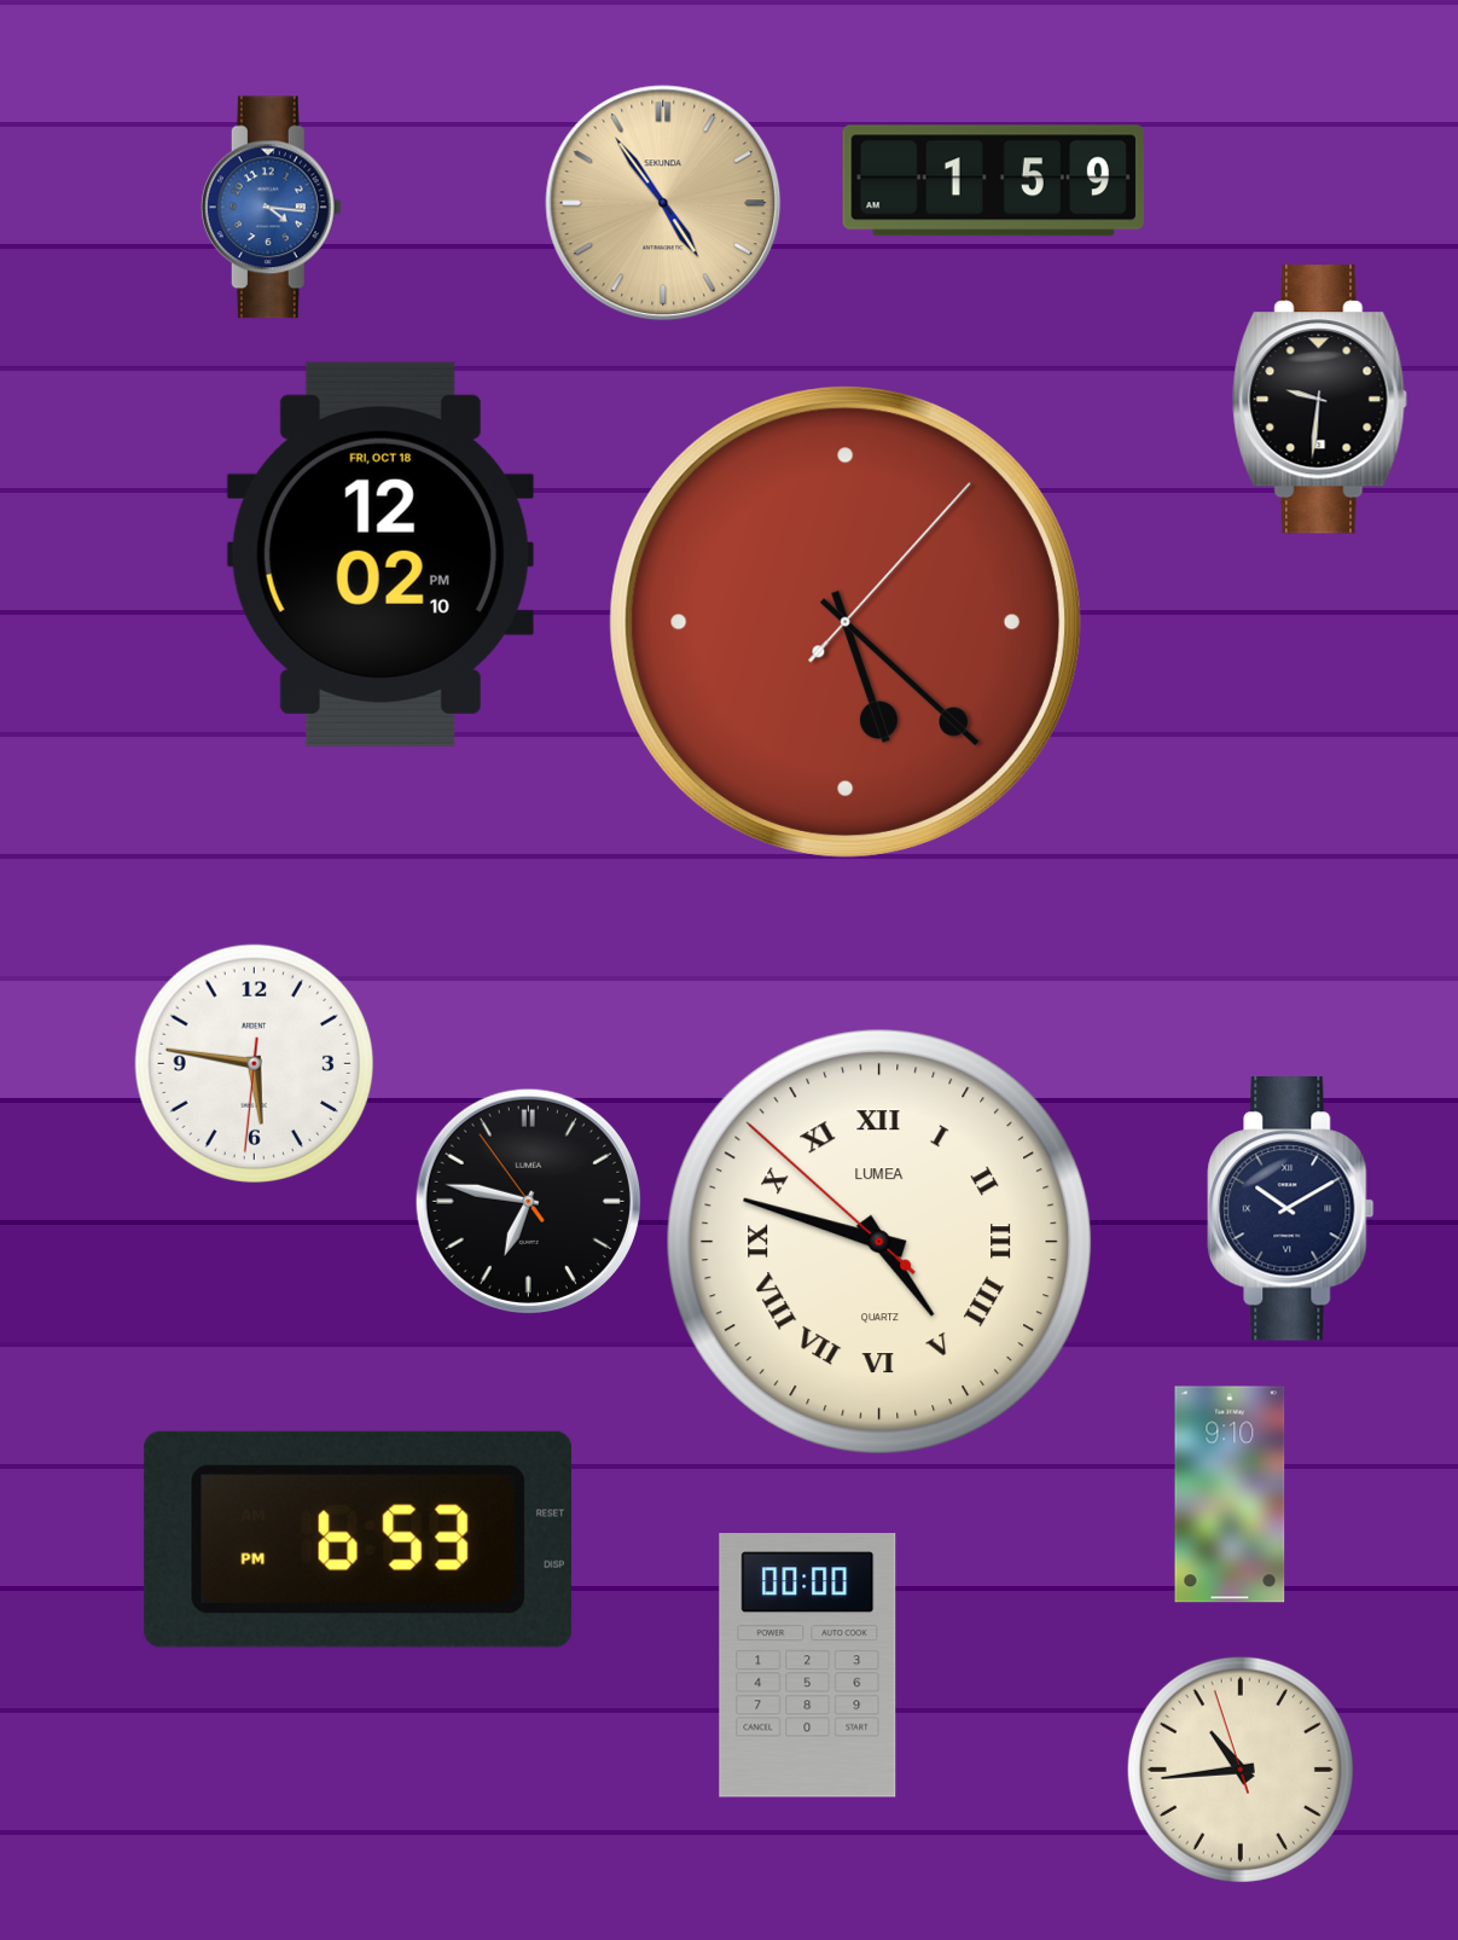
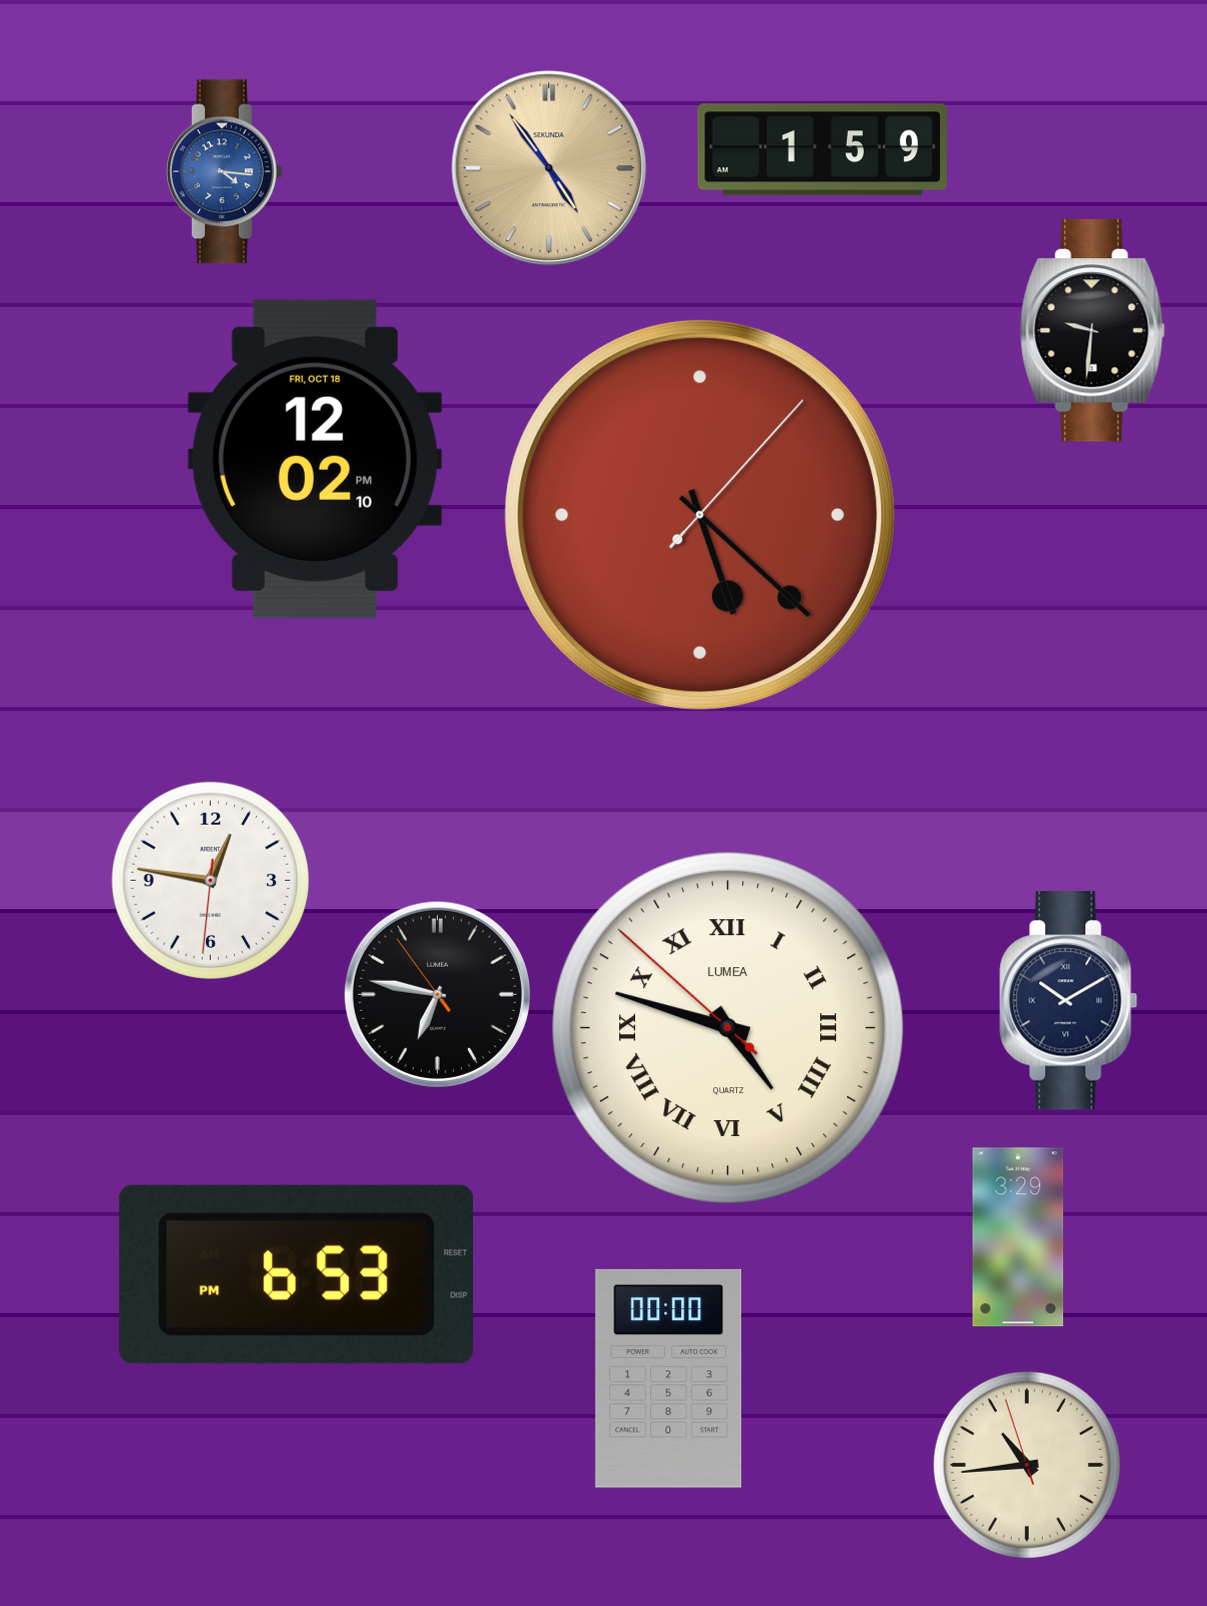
clock at (255, 1064): 5:46 -> 12:46
clock at (1230, 1494): 9:10 -> 3:29
